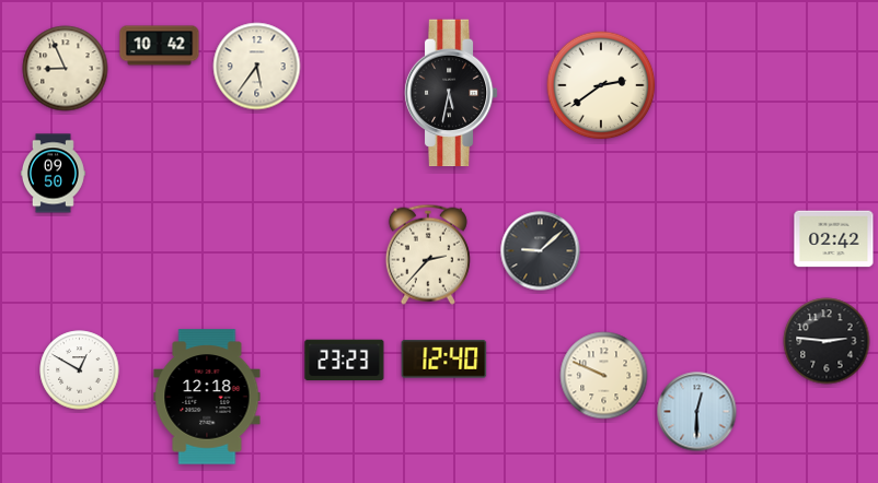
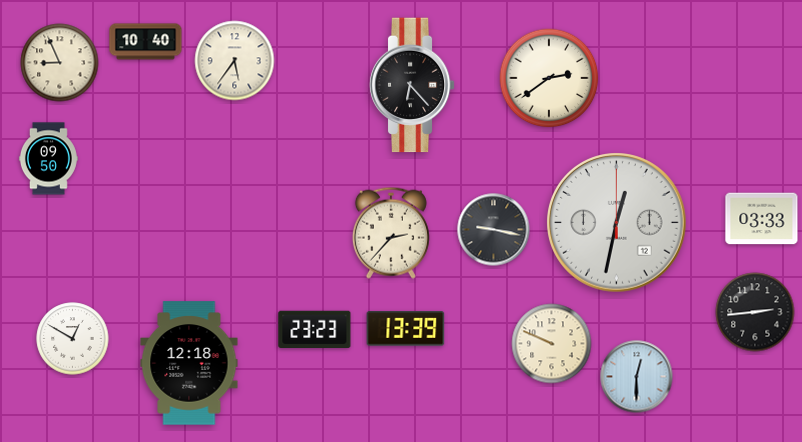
clock at (160, 46): 10:42 -> 10:40
clock at (451, 93): 5:32 -> 6:23
clock at (834, 239): 02:42 -> 03:33
clock at (617, 223): none -> 12:32
clock at (541, 251): 9:08 -> 9:17
clock at (827, 341): 2:46 -> 2:44
clock at (444, 360): 12:40 -> 13:39
